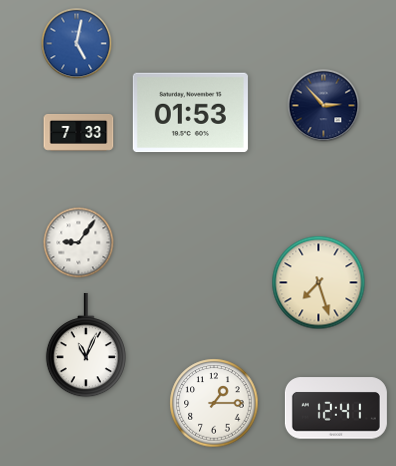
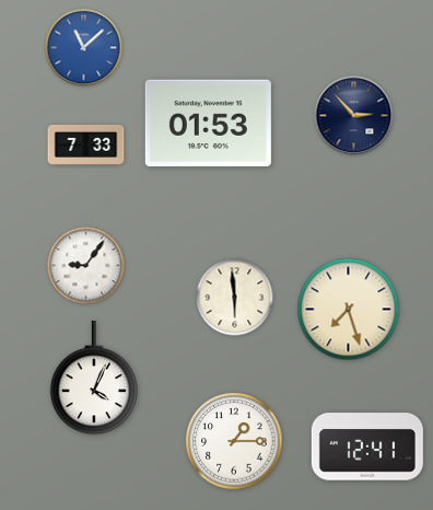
clock at (77, 44): 5:02 -> 11:08
clock at (235, 298): none -> 5:59
clock at (86, 346): 11:04 -> 4:04
